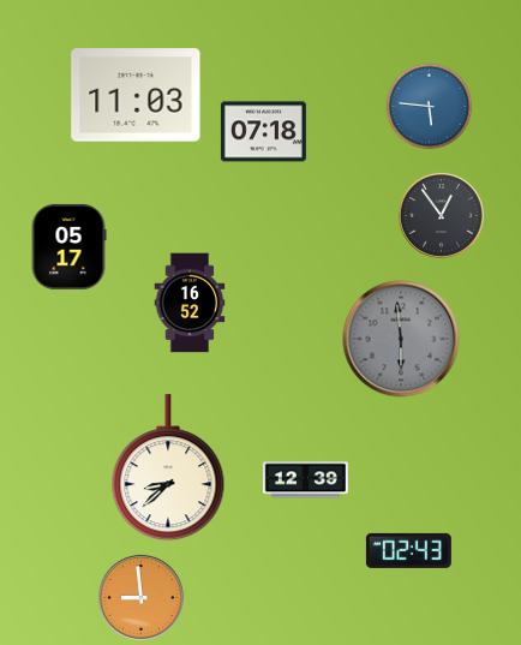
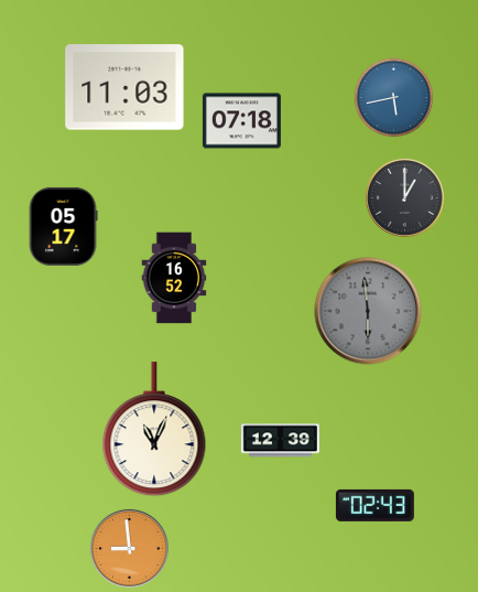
clock at (430, 107): 5:46 -> 5:43
clock at (441, 215): 12:54 -> 1:00
clock at (168, 468): 8:38 -> 11:04
